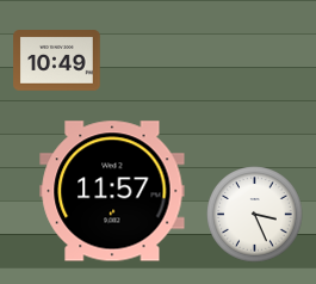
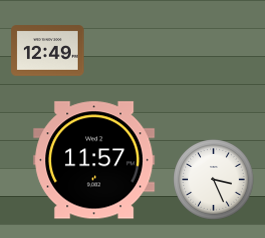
clock at (57, 61): 10:49 -> 12:49
